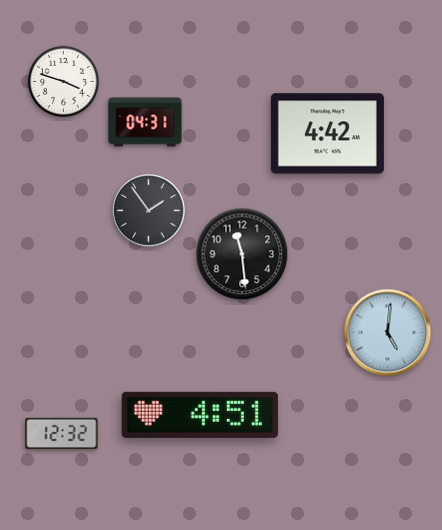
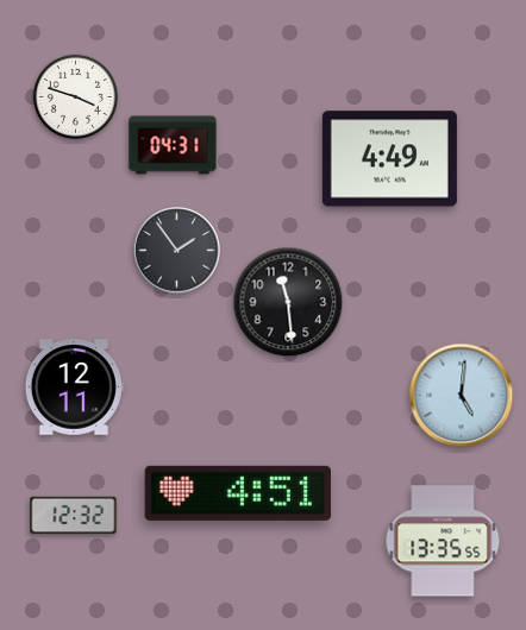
clock at (327, 134): 4:42 -> 4:49
clock at (74, 388): none -> 12:11
clock at (443, 541): none -> 13:35
